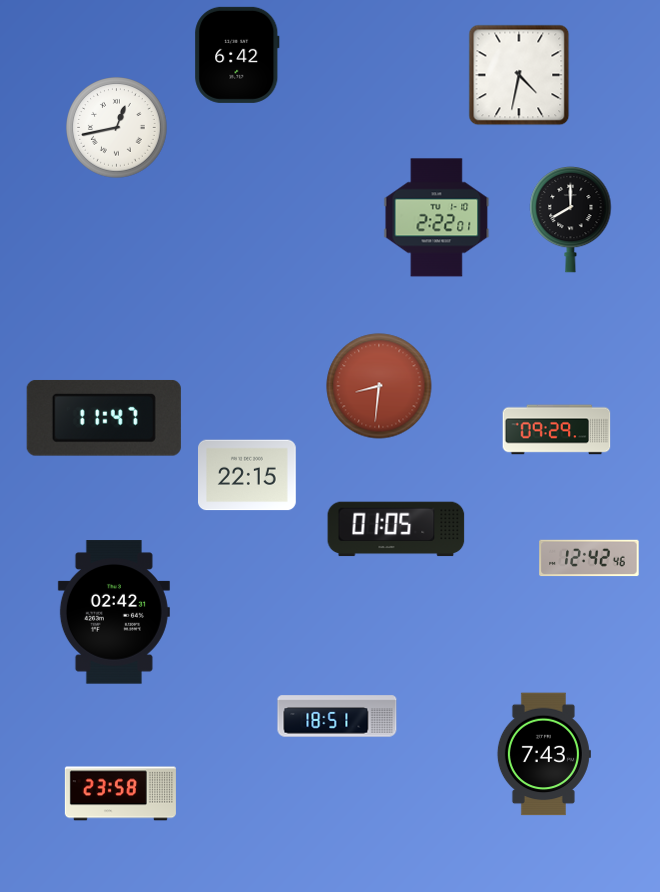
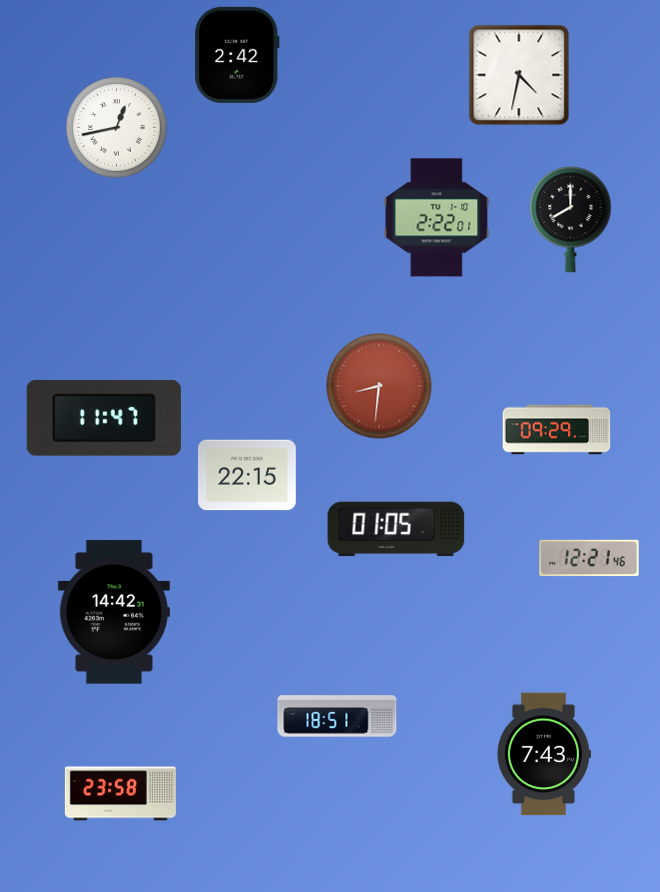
clock at (237, 55): 6:42 -> 2:42
clock at (589, 558): 12:42 -> 12:21
clock at (114, 612): 02:42 -> 14:42
